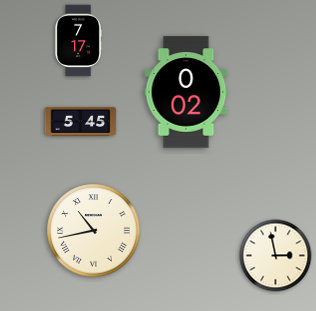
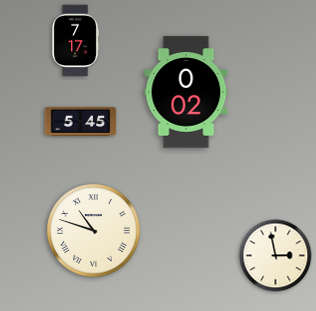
clock at (78, 41) position: (78, 41) -> (75, 41)
clock at (94, 231): 10:43 -> 10:48
